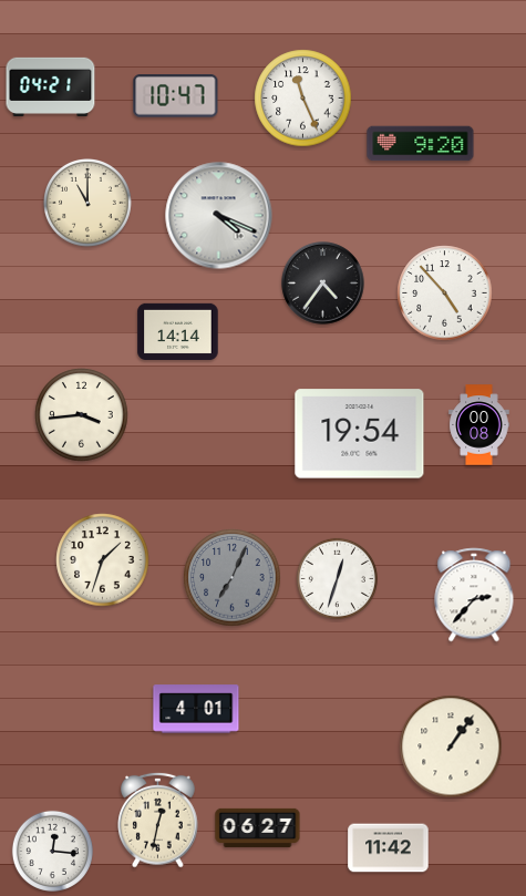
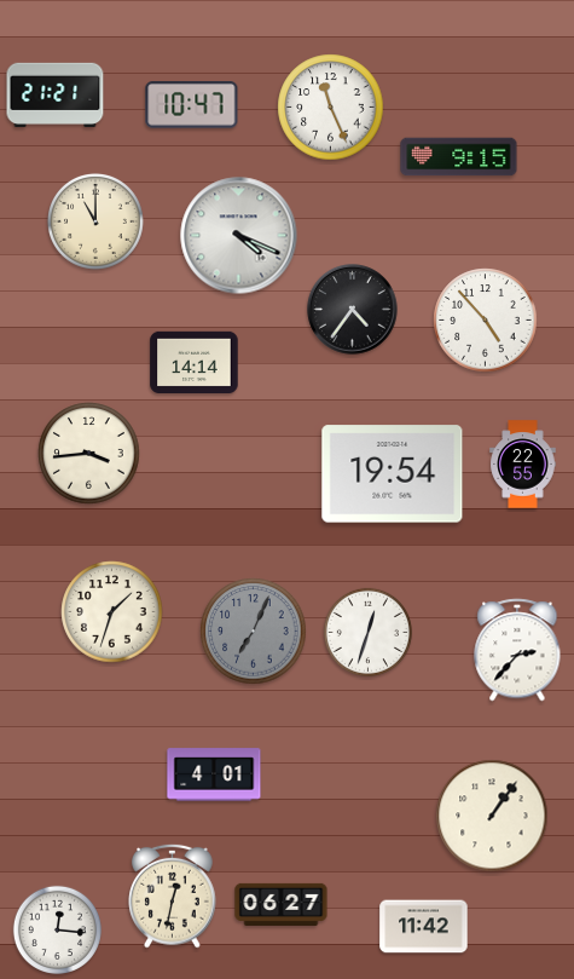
clock at (51, 86): 04:21 -> 21:21
clock at (421, 144): 9:20 -> 9:15
clock at (479, 425): 00:08 -> 22:55
